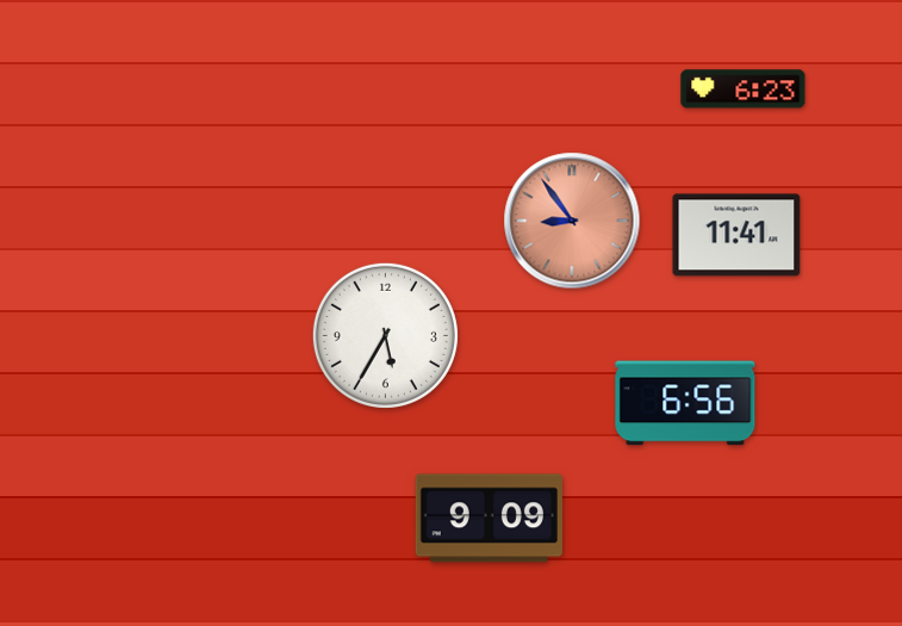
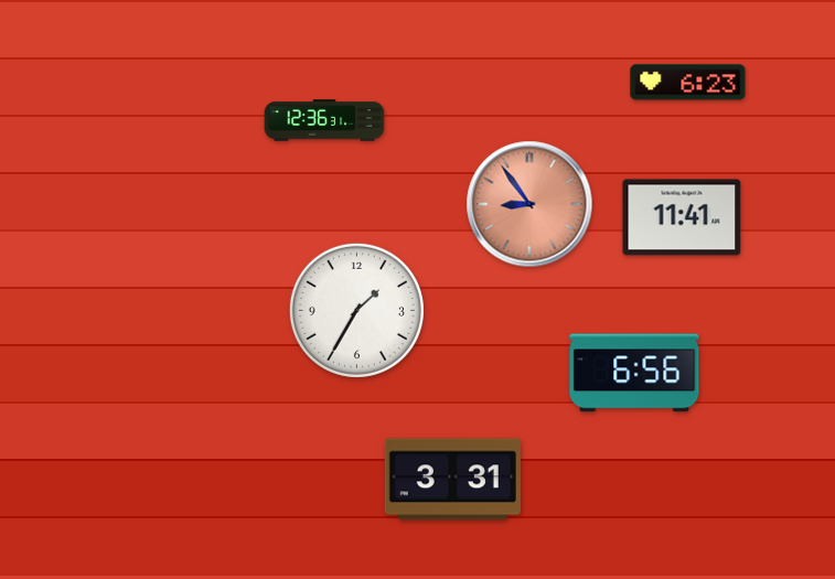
clock at (324, 120): none -> 12:36
clock at (385, 335): 5:35 -> 1:35
clock at (489, 519): 9:09 -> 3:31
